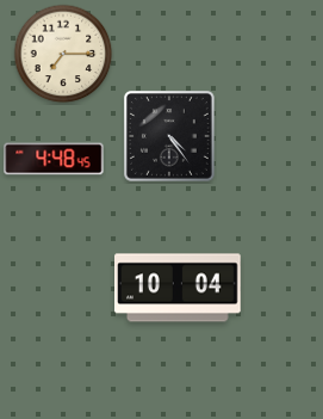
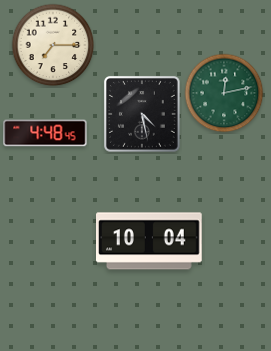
clock at (224, 93): none -> 12:13
clock at (169, 136): 4:24 -> 4:28
